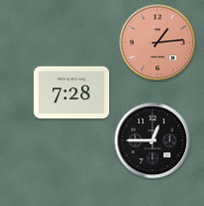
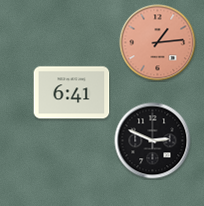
clock at (72, 93): 7:28 -> 6:41
clock at (153, 141): 12:45 -> 2:49
